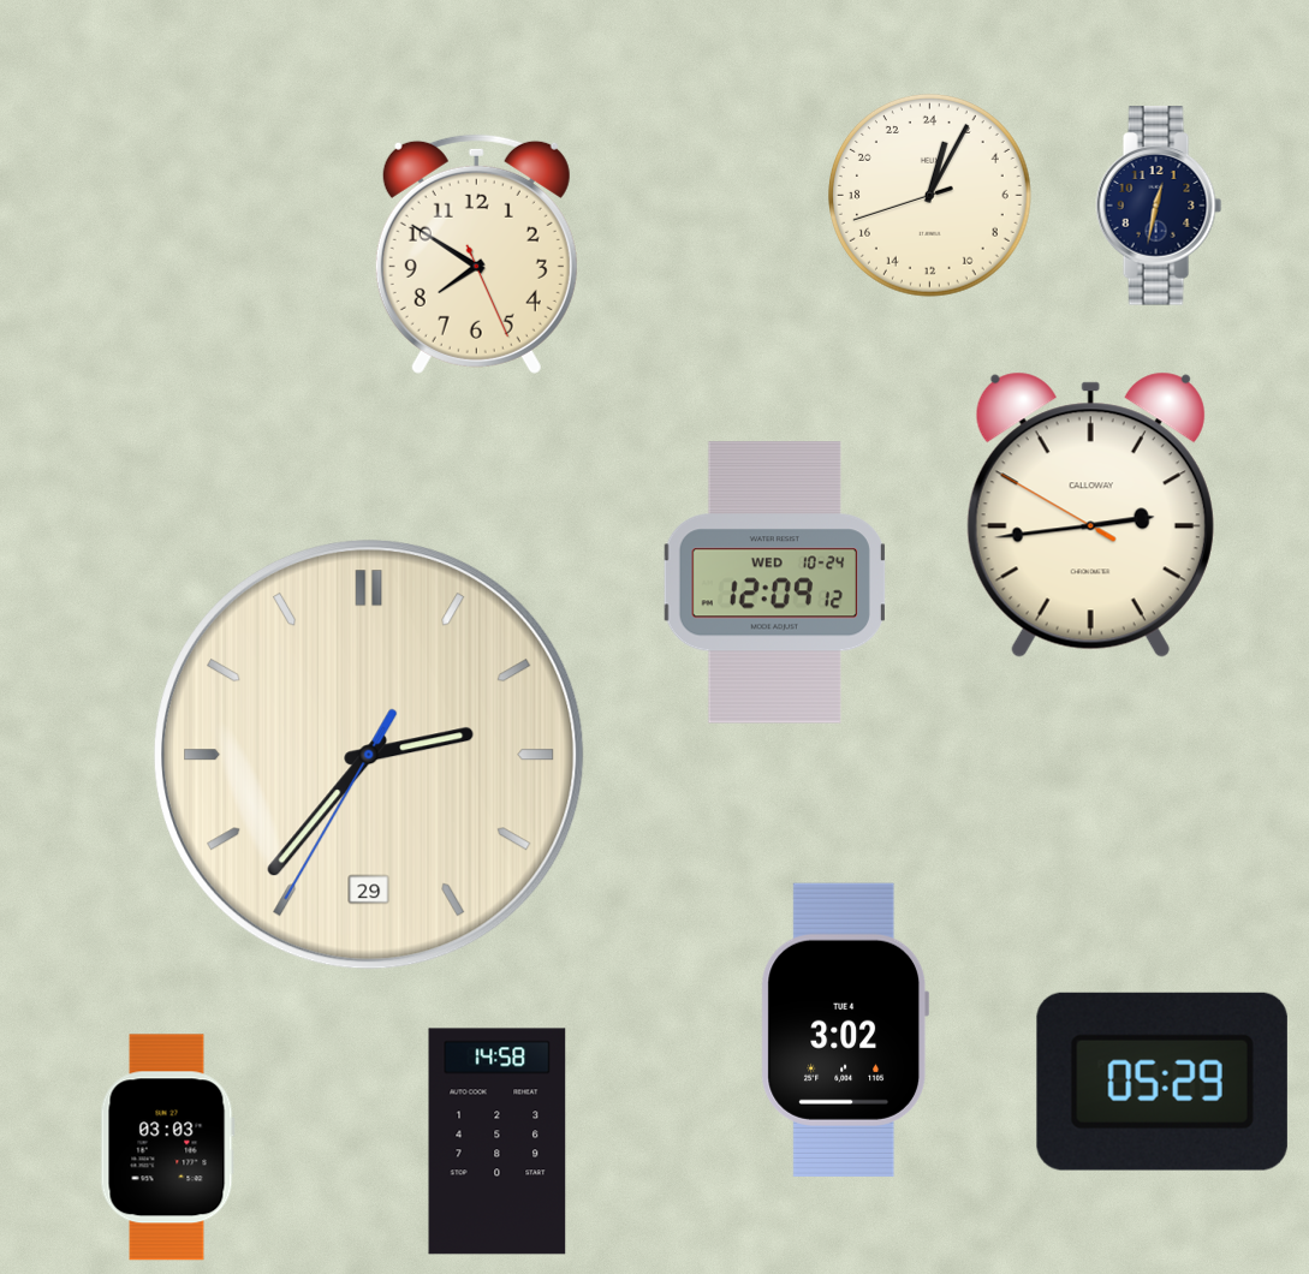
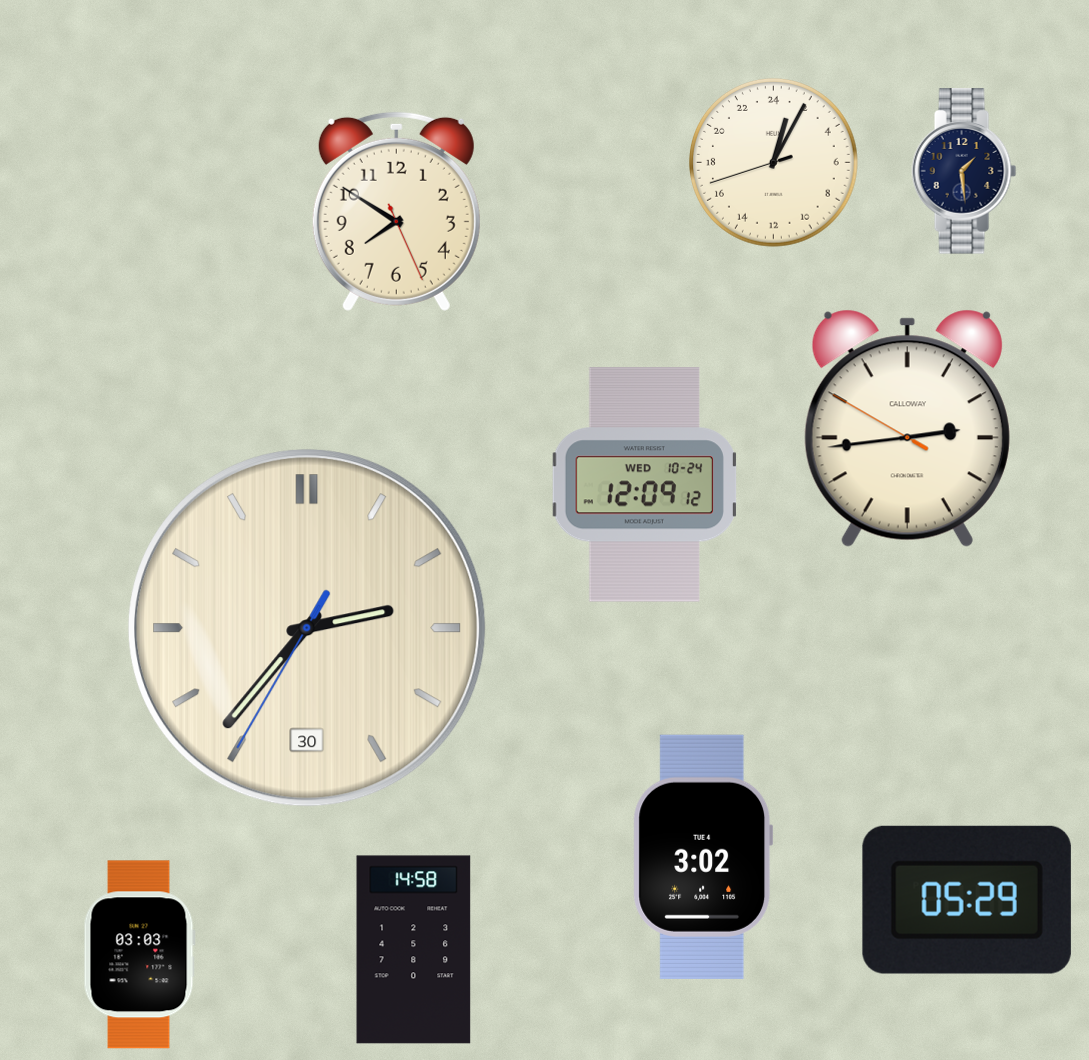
clock at (1159, 206): 12:32 -> 1:29
clock at (370, 756) date: 29 -> 30
